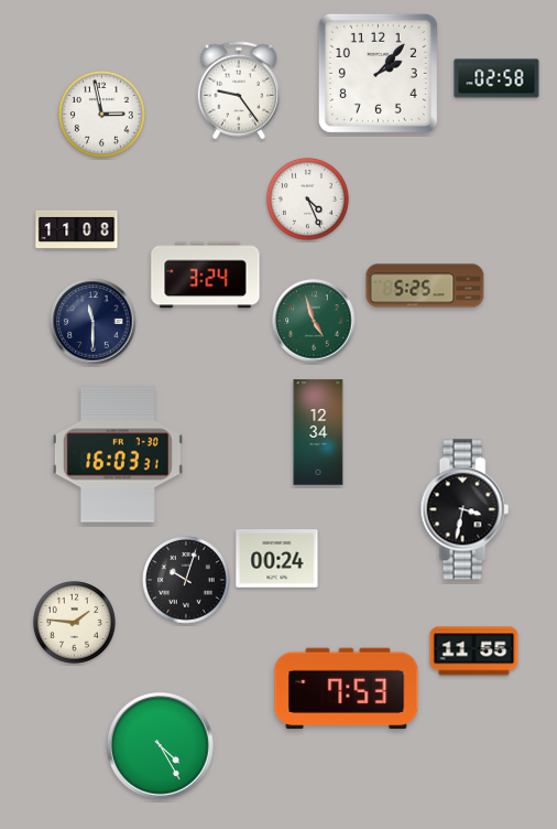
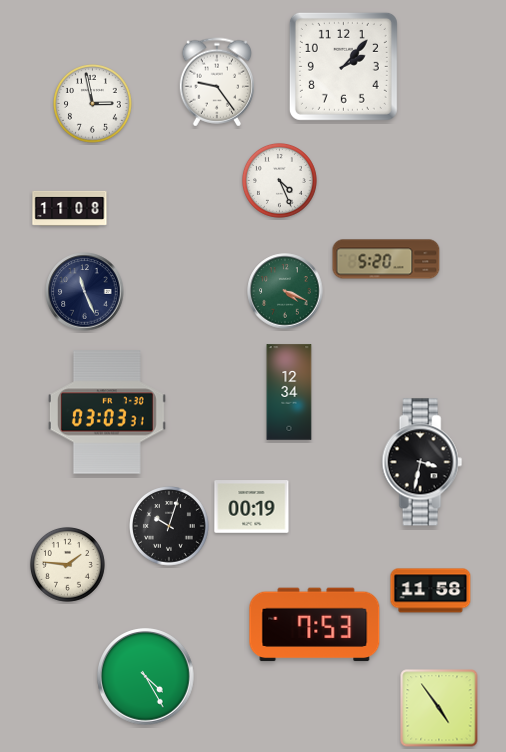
clock at (496, 78): 02:58 -> none
clock at (206, 276): 3:24 -> none
clock at (425, 286): 5:25 -> 5:20
clock at (314, 321): 4:57 -> 4:19
clock at (94, 322): 11:30 -> 11:26
clock at (118, 454): 16:03 -> 03:03
clock at (277, 559): 00:24 -> 00:19
clock at (474, 652): 11:55 -> 11:58
clock at (439, 708): none -> 4:54
